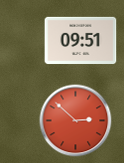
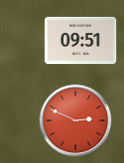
clock at (76, 121): 2:52 -> 2:49
